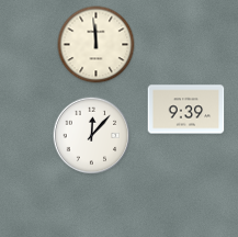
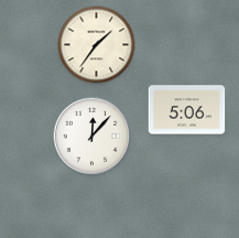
clock at (97, 45): 11:59 -> 1:36
clock at (186, 110): 9:39 -> 5:06
